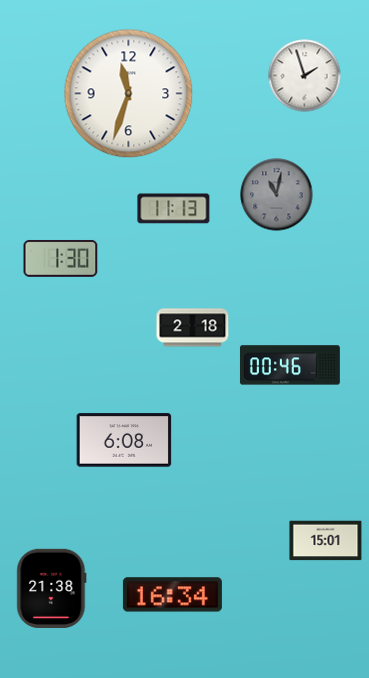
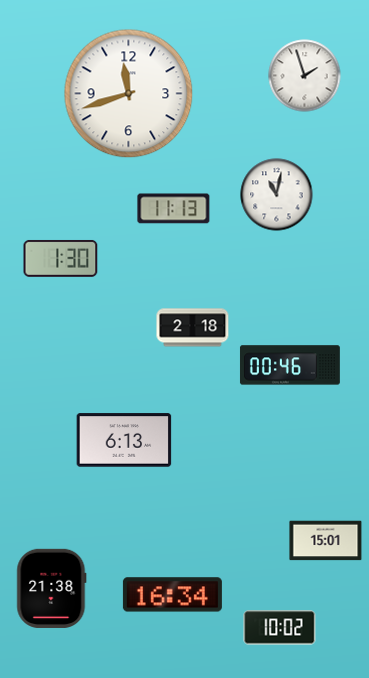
clock at (129, 94): 11:33 -> 11:42
clock at (277, 195) dial: grey -> white
clock at (124, 440): 6:08 -> 6:13
clock at (280, 628): none -> 10:02
